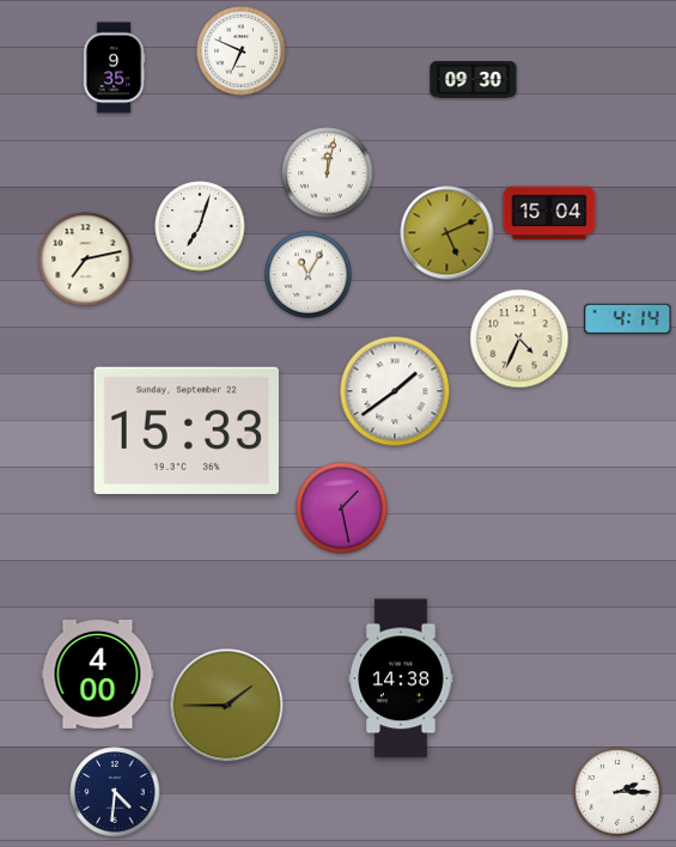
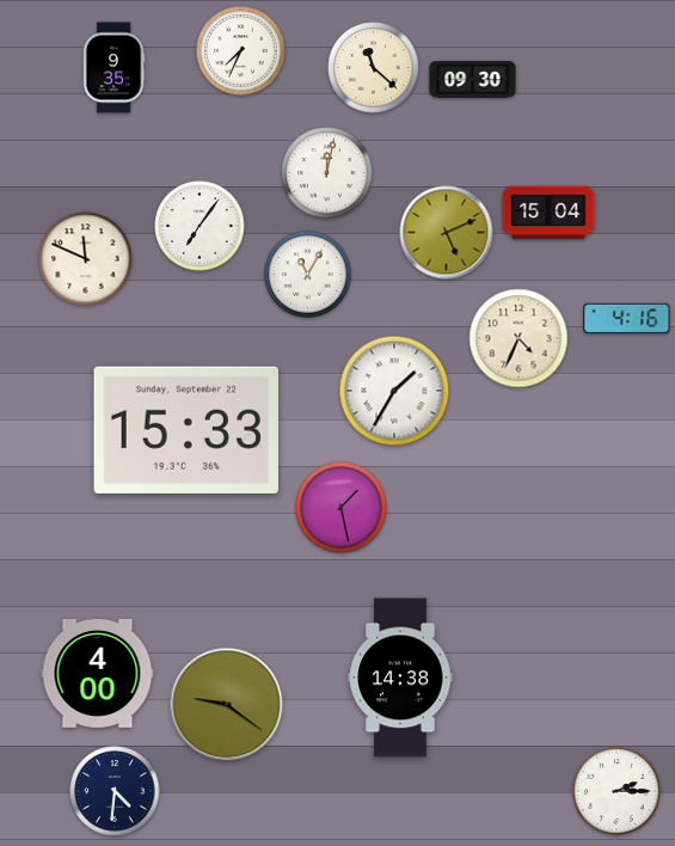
clock at (242, 51): 6:49 -> 7:34
clock at (374, 68): none -> 11:22
clock at (200, 226): 7:03 -> 7:06
clock at (86, 260): 7:13 -> 11:49
clock at (628, 318): 4:14 -> 4:16
clock at (395, 391): 1:39 -> 1:35
clock at (227, 706): 1:45 -> 9:21
